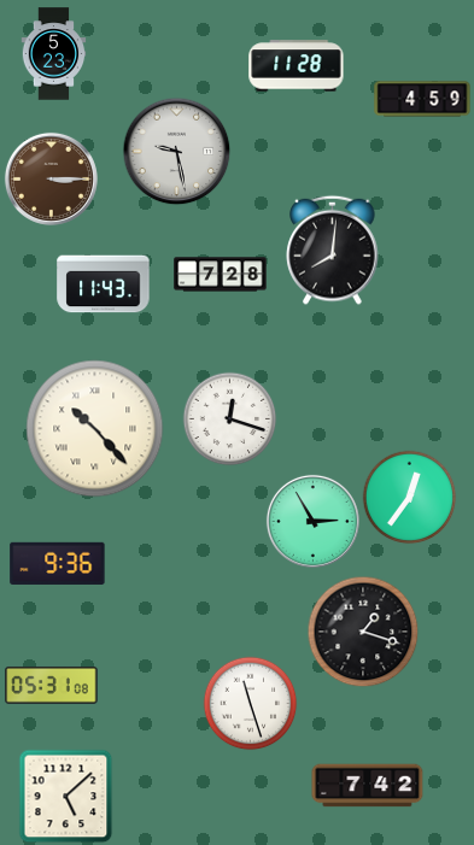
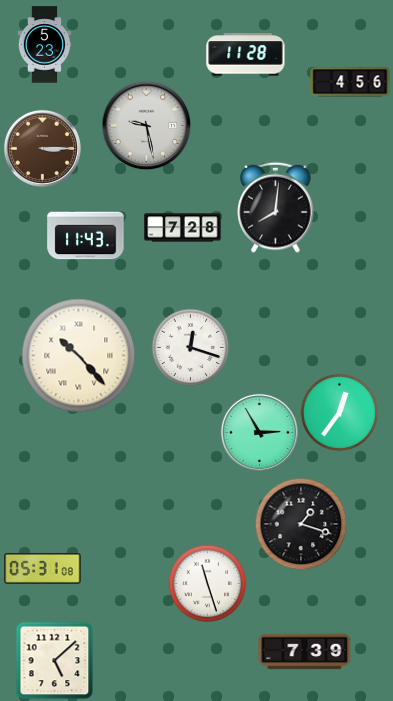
clock at (422, 99): 4:59 -> 4:56
clock at (58, 563): 9:36 -> none
clock at (368, 786): 7:42 -> 7:39
